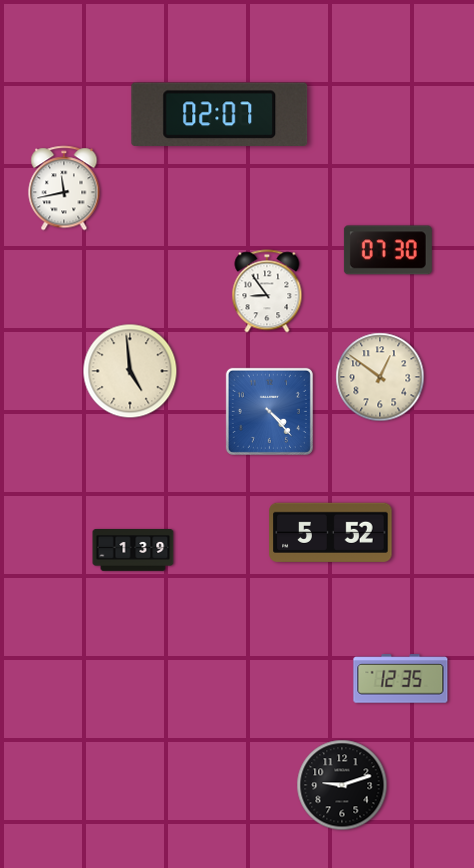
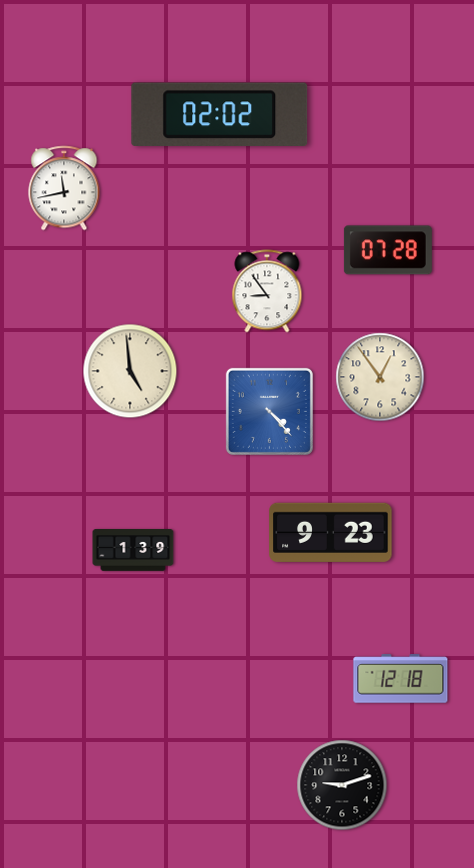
clock at (220, 114): 02:07 -> 02:02
clock at (388, 250): 07:30 -> 07:28
clock at (380, 377): 12:51 -> 12:54
clock at (331, 532): 5:52 -> 9:23
clock at (401, 679): 12:35 -> 12:18
